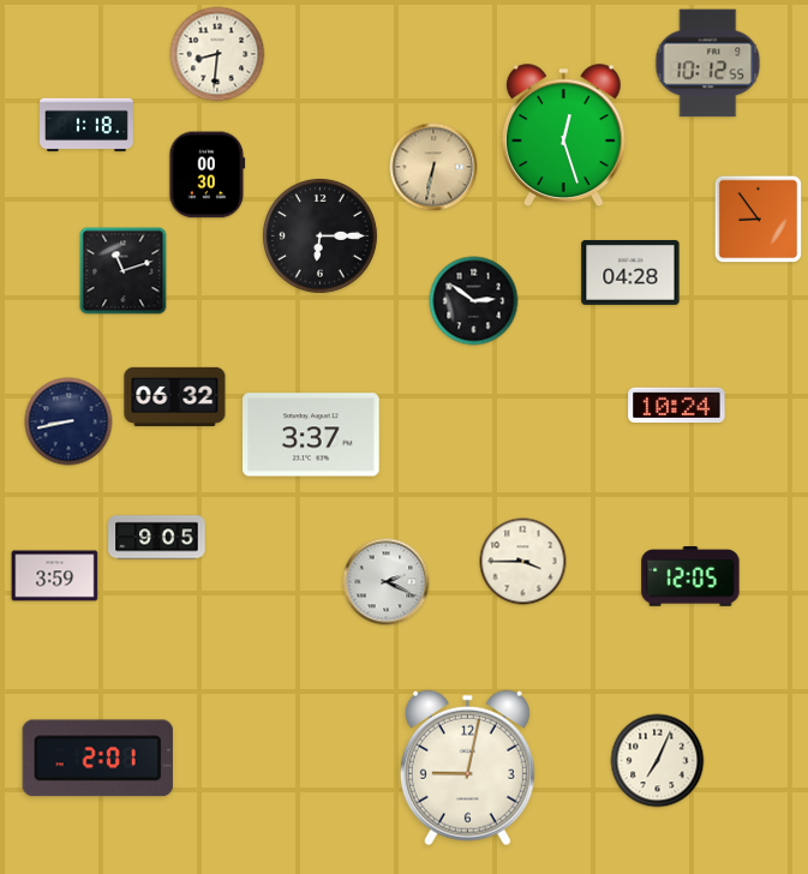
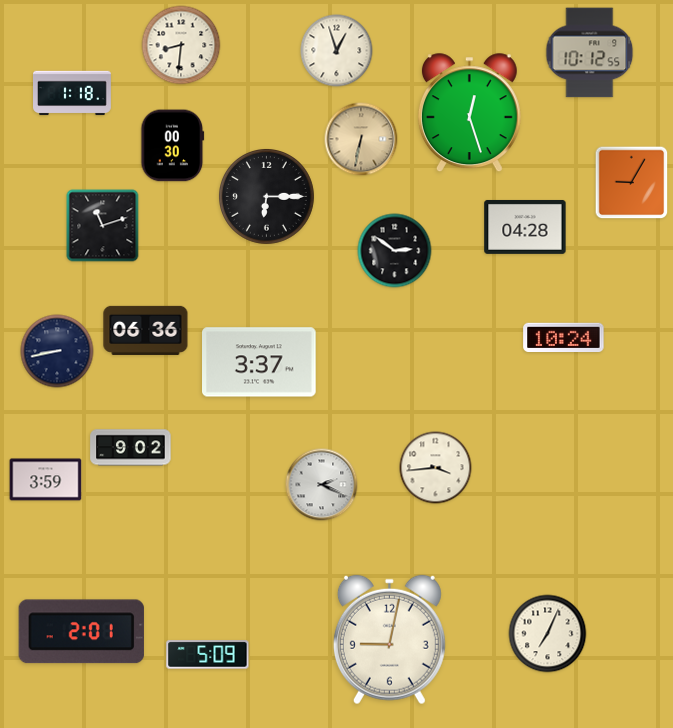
clock at (337, 51): none -> 12:57
clock at (88, 125) position: (88, 125) -> (73, 93)
clock at (759, 220): 8:54 -> 9:05
clock at (175, 396): 06:32 -> 06:36
clock at (157, 538): 9:05 -> 9:02
clock at (523, 562): 3:45 -> 3:44
clock at (690, 577): 12:05 -> none
clock at (208, 655): none -> 5:09
